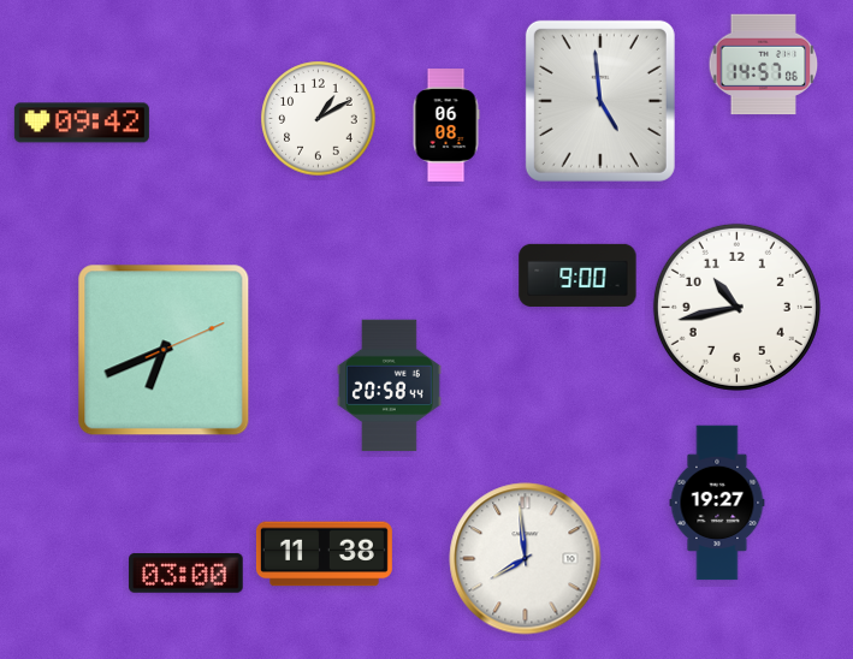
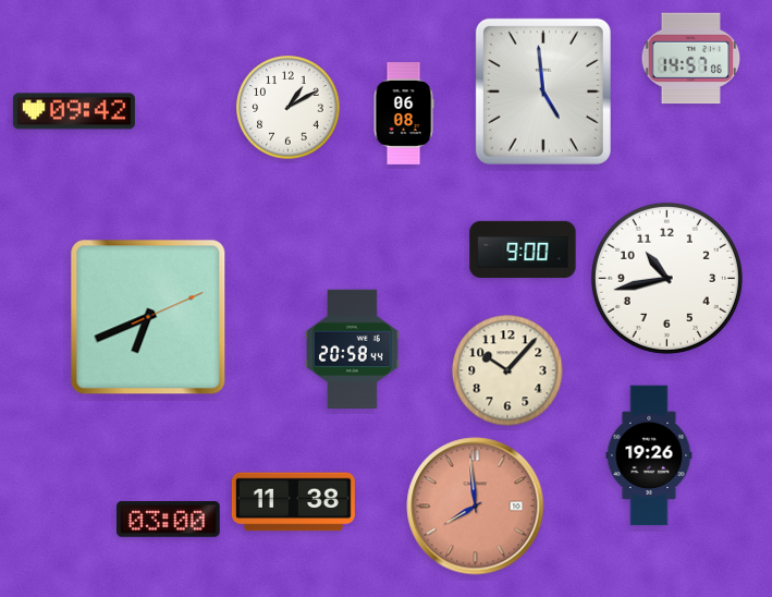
clock at (507, 370): none -> 10:07
clock at (717, 503): 19:27 -> 19:26
clock at (526, 559) dial: white -> salmon
